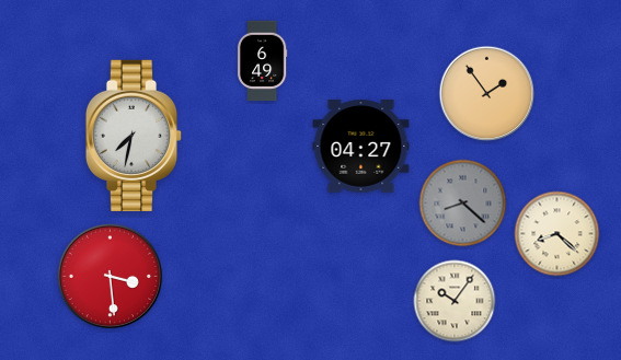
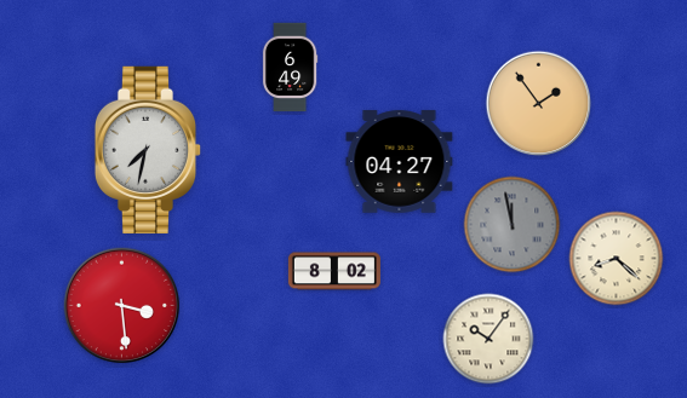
clock at (463, 204): 8:22 -> 11:58
clock at (334, 271): none -> 8:02
clock at (455, 301) position: (455, 301) -> (488, 339)
